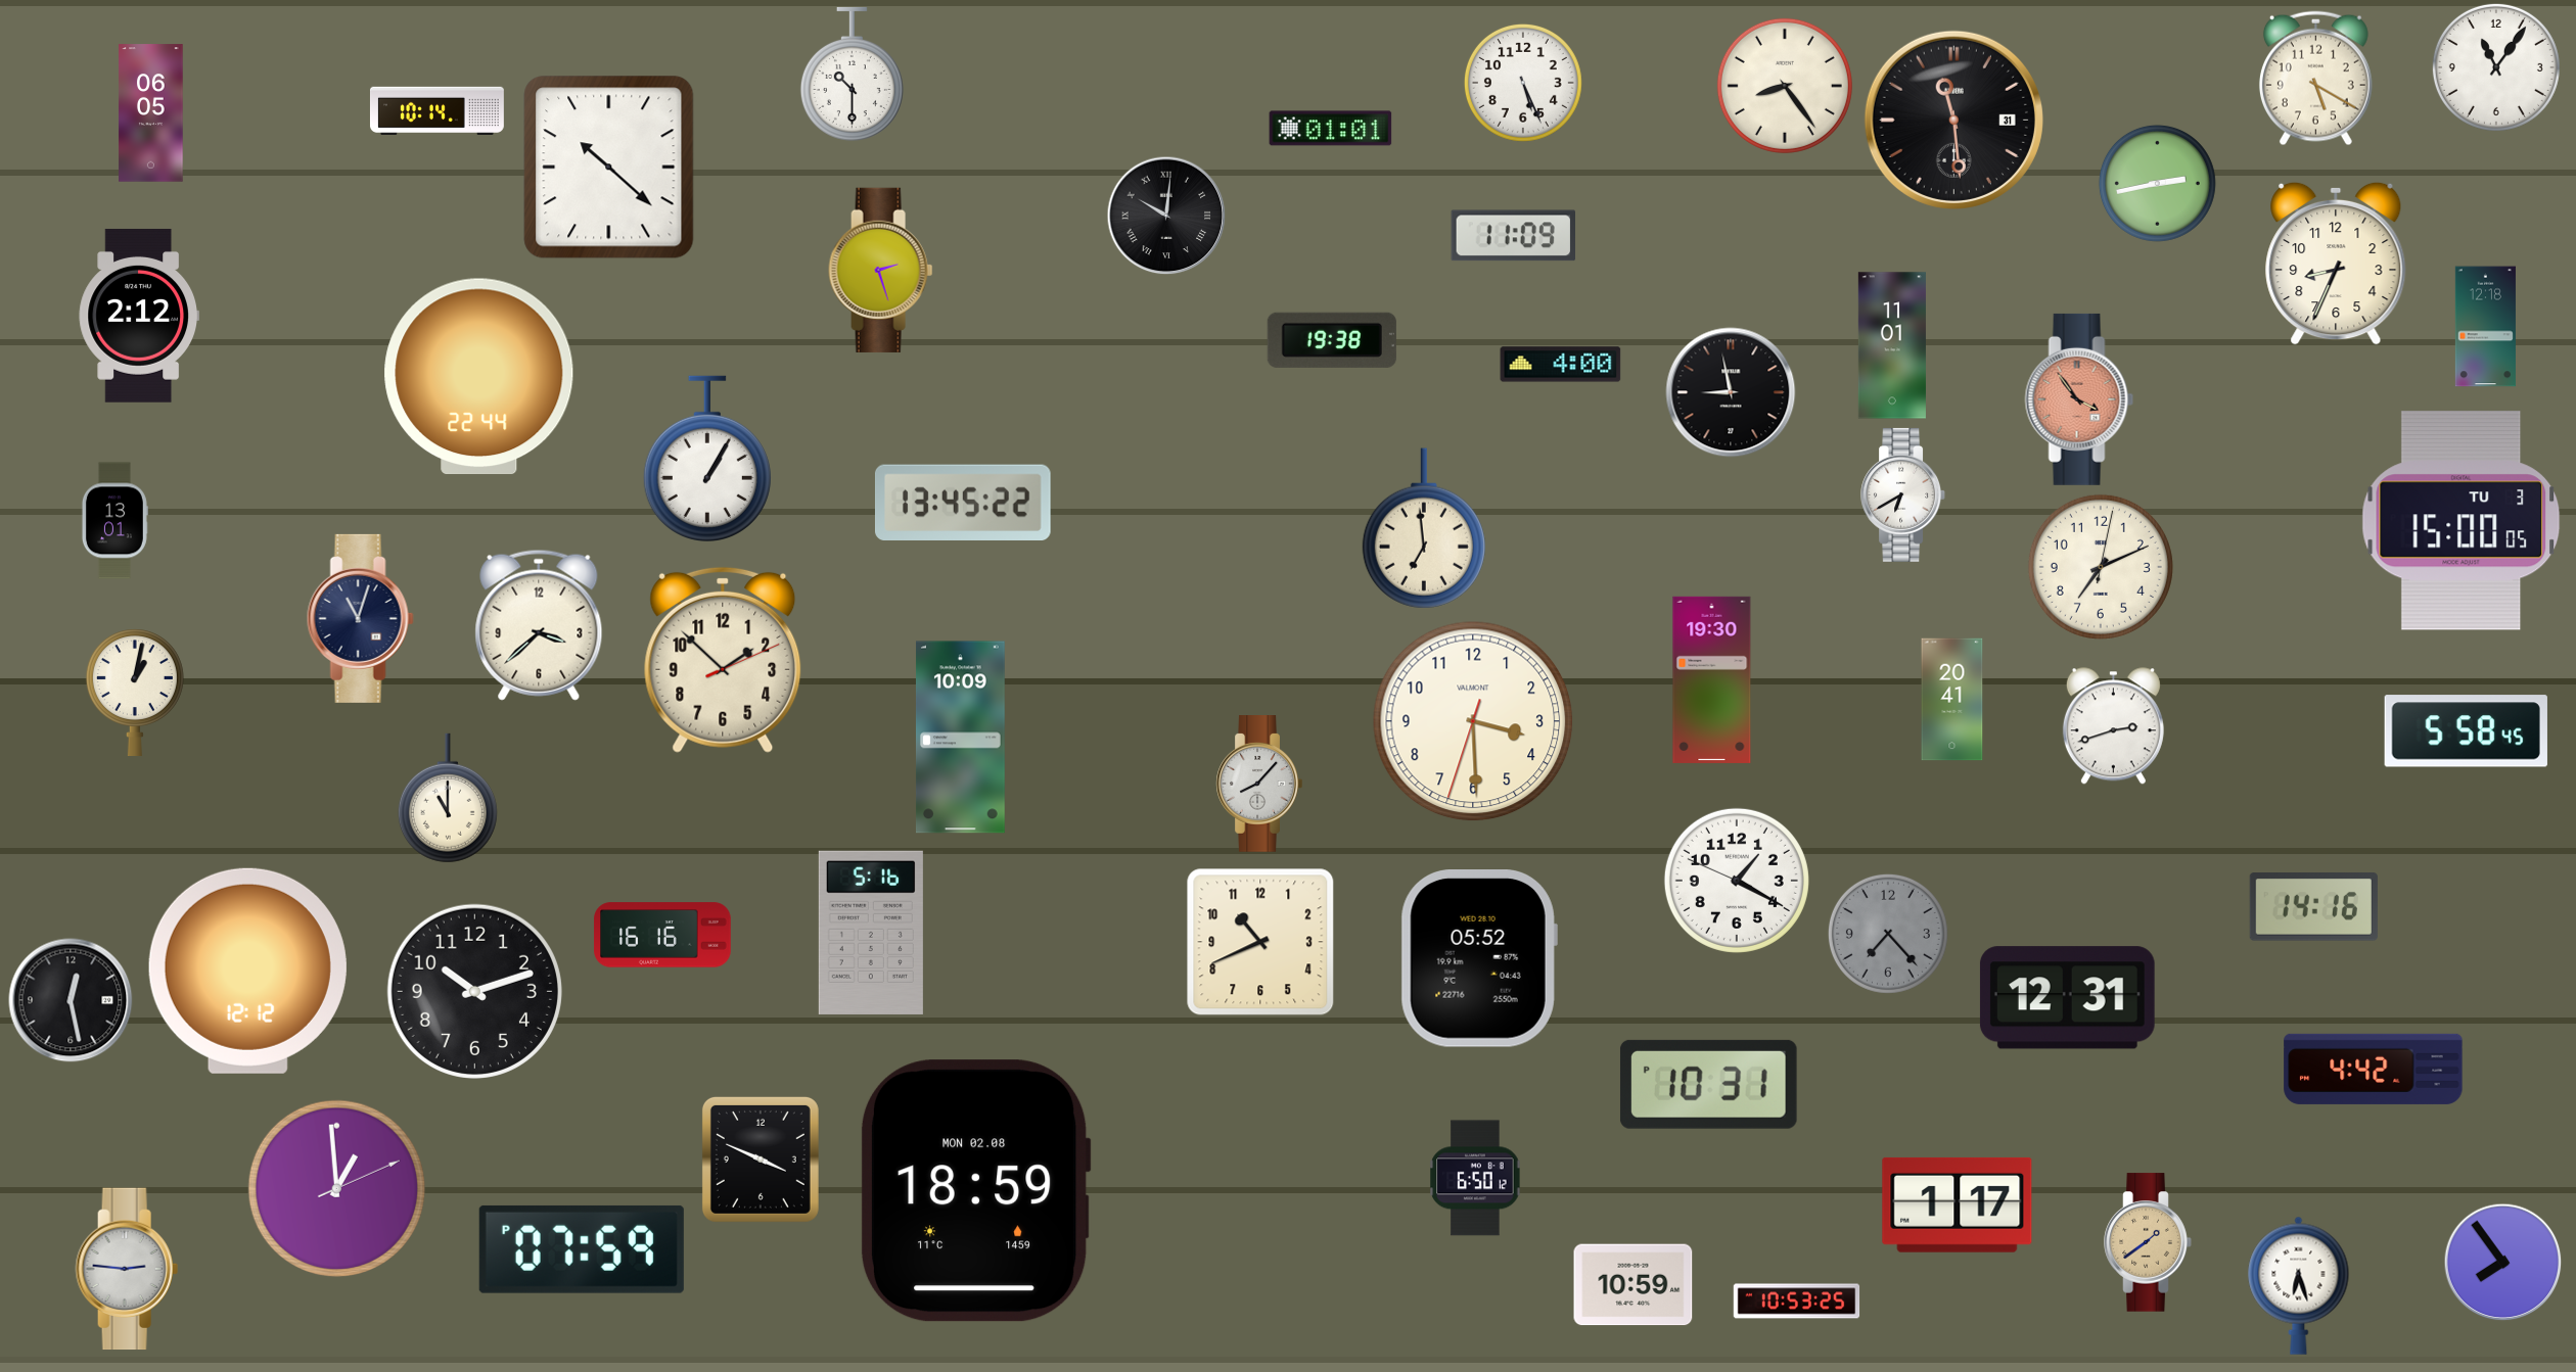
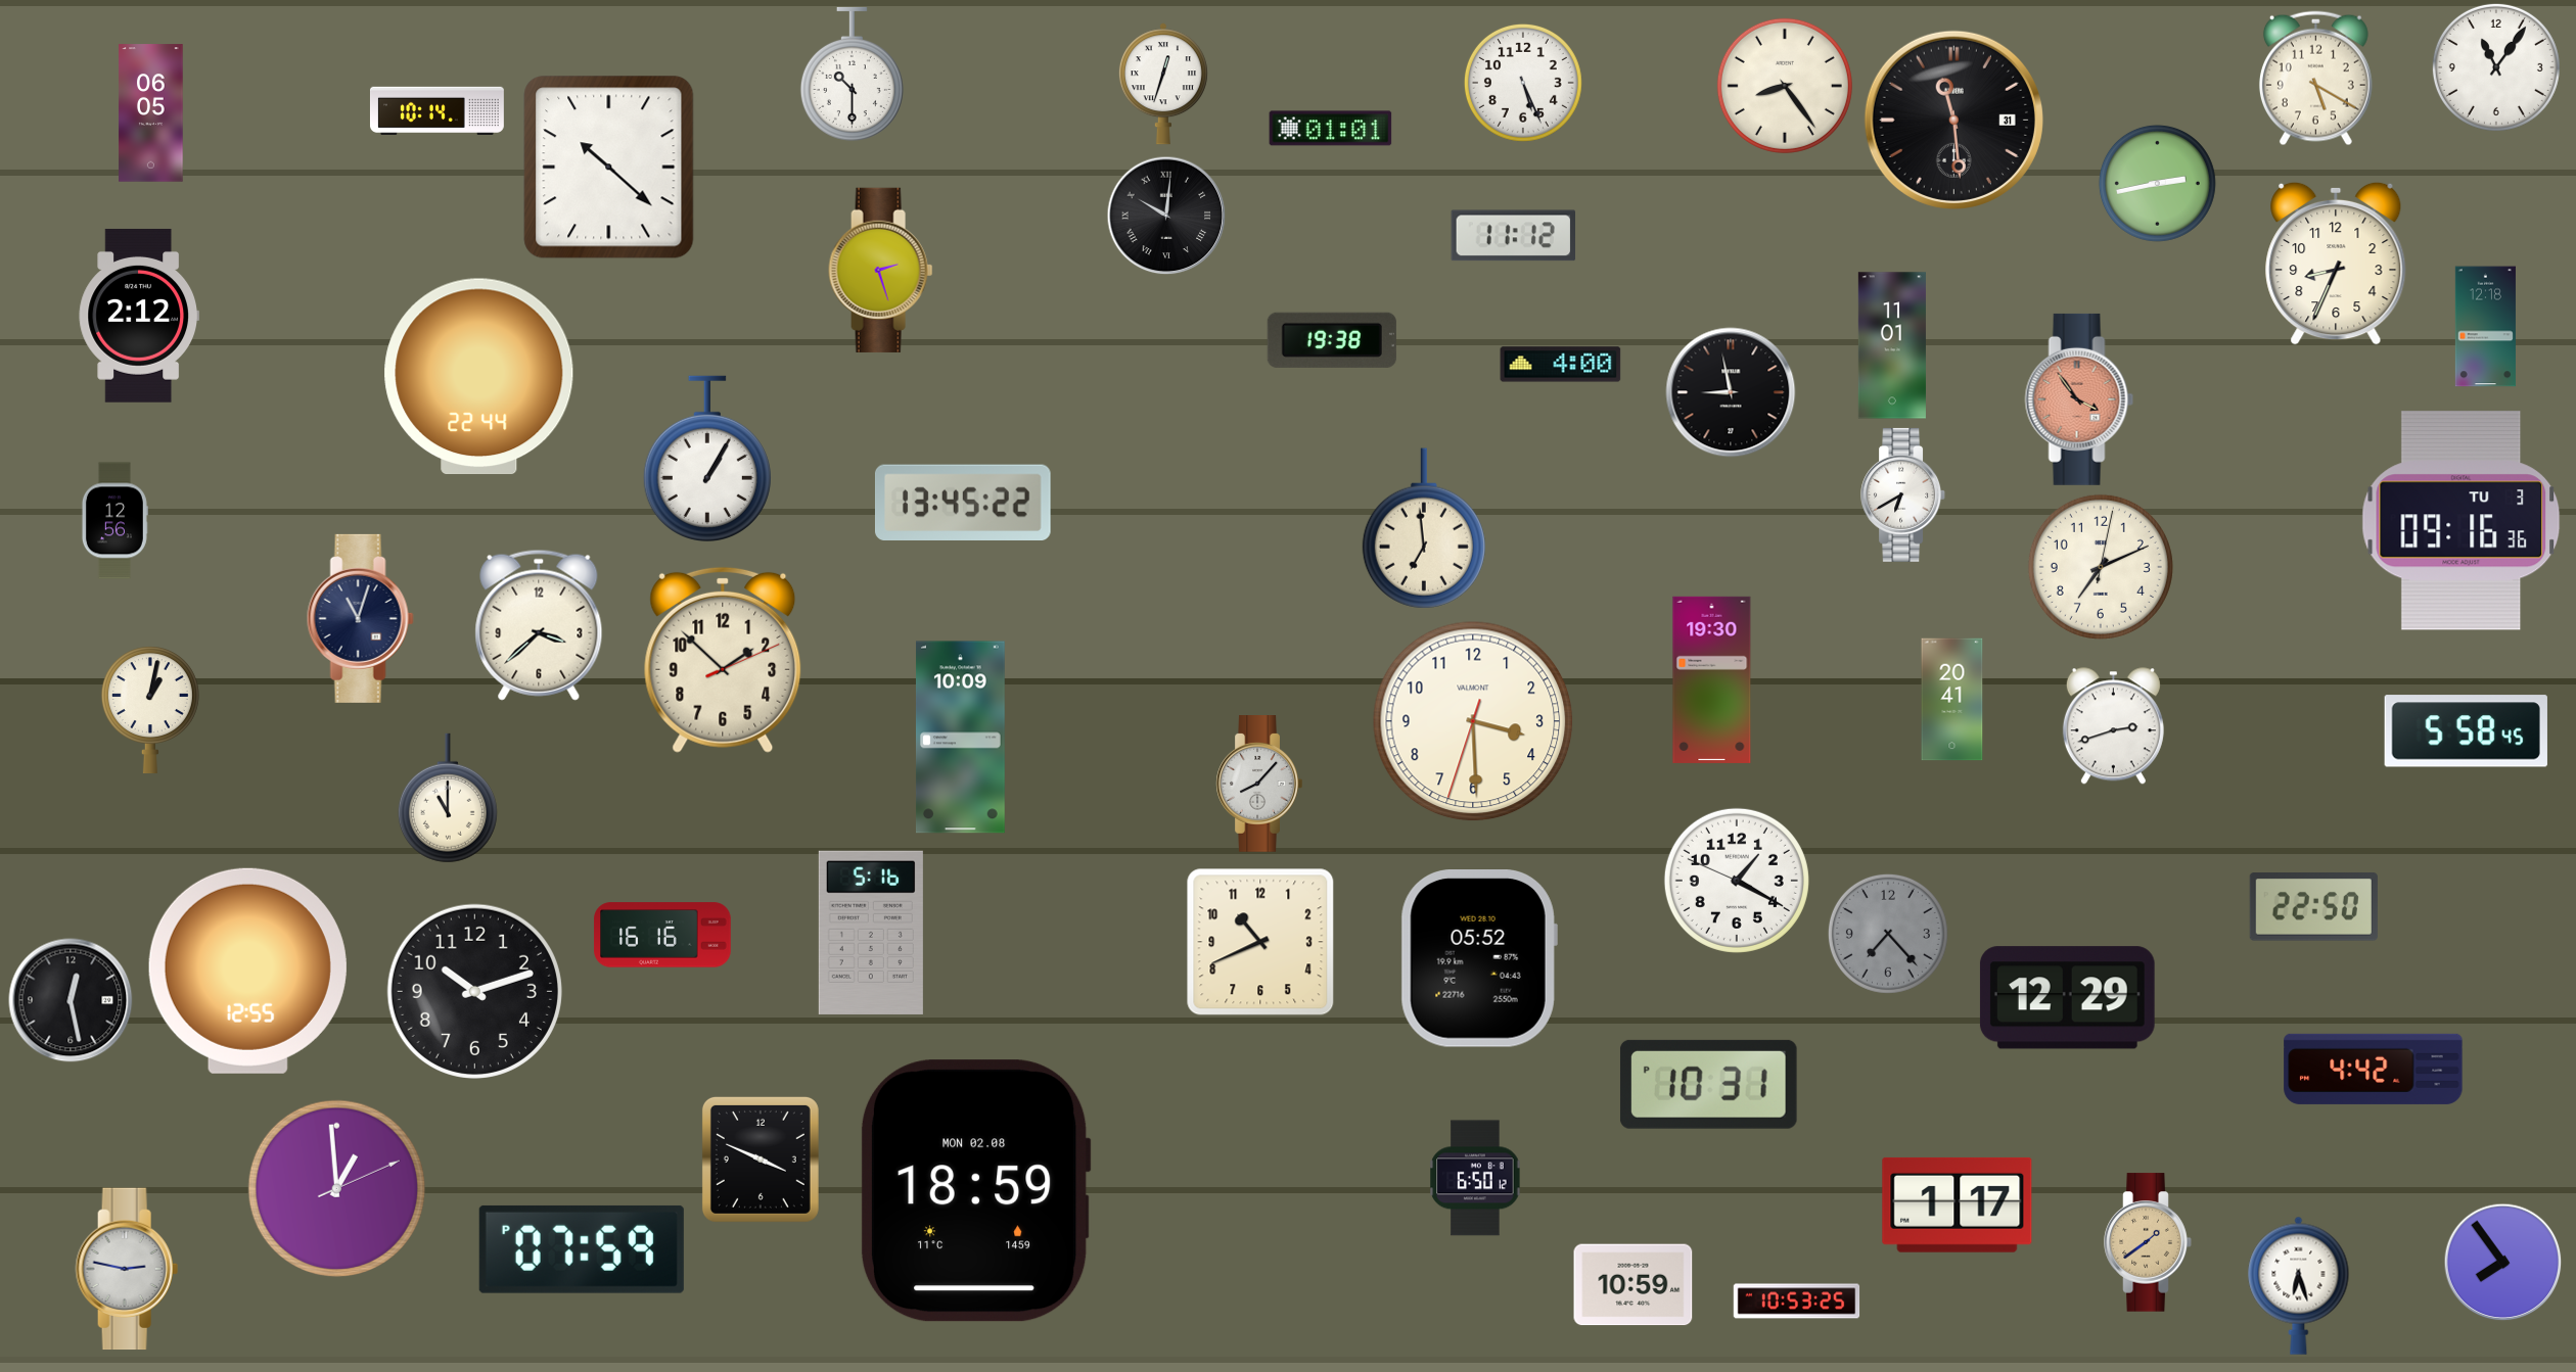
clock at (1163, 84): none -> 12:33
clock at (1514, 236): 11:09 -> 11:12
clock at (114, 521): 13:01 -> 12:56
clock at (2462, 521): 15:00 -> 09:16
clock at (135, 692) position: (135, 692) -> (150, 709)
clock at (2313, 907): 14:16 -> 22:50
clock at (247, 971): 12:12 -> 12:55
clock at (2067, 998): 12:31 -> 12:29
clock at (127, 1269): 2:46 -> 2:47
